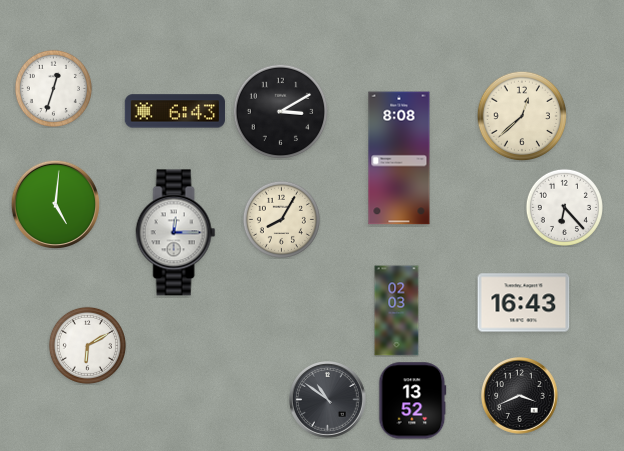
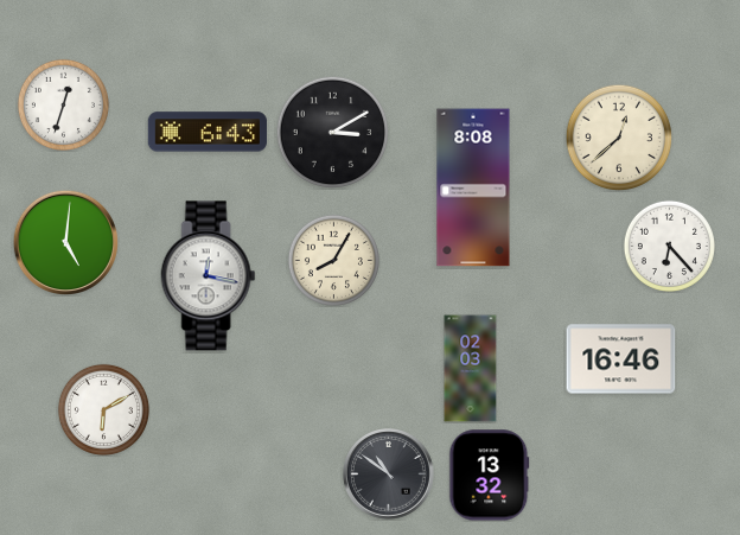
clock at (176, 233): 12:15 -> 12:17
clock at (524, 303): 16:43 -> 16:46
clock at (520, 396): 3:41 -> none
clock at (413, 401): 13:52 -> 13:32
